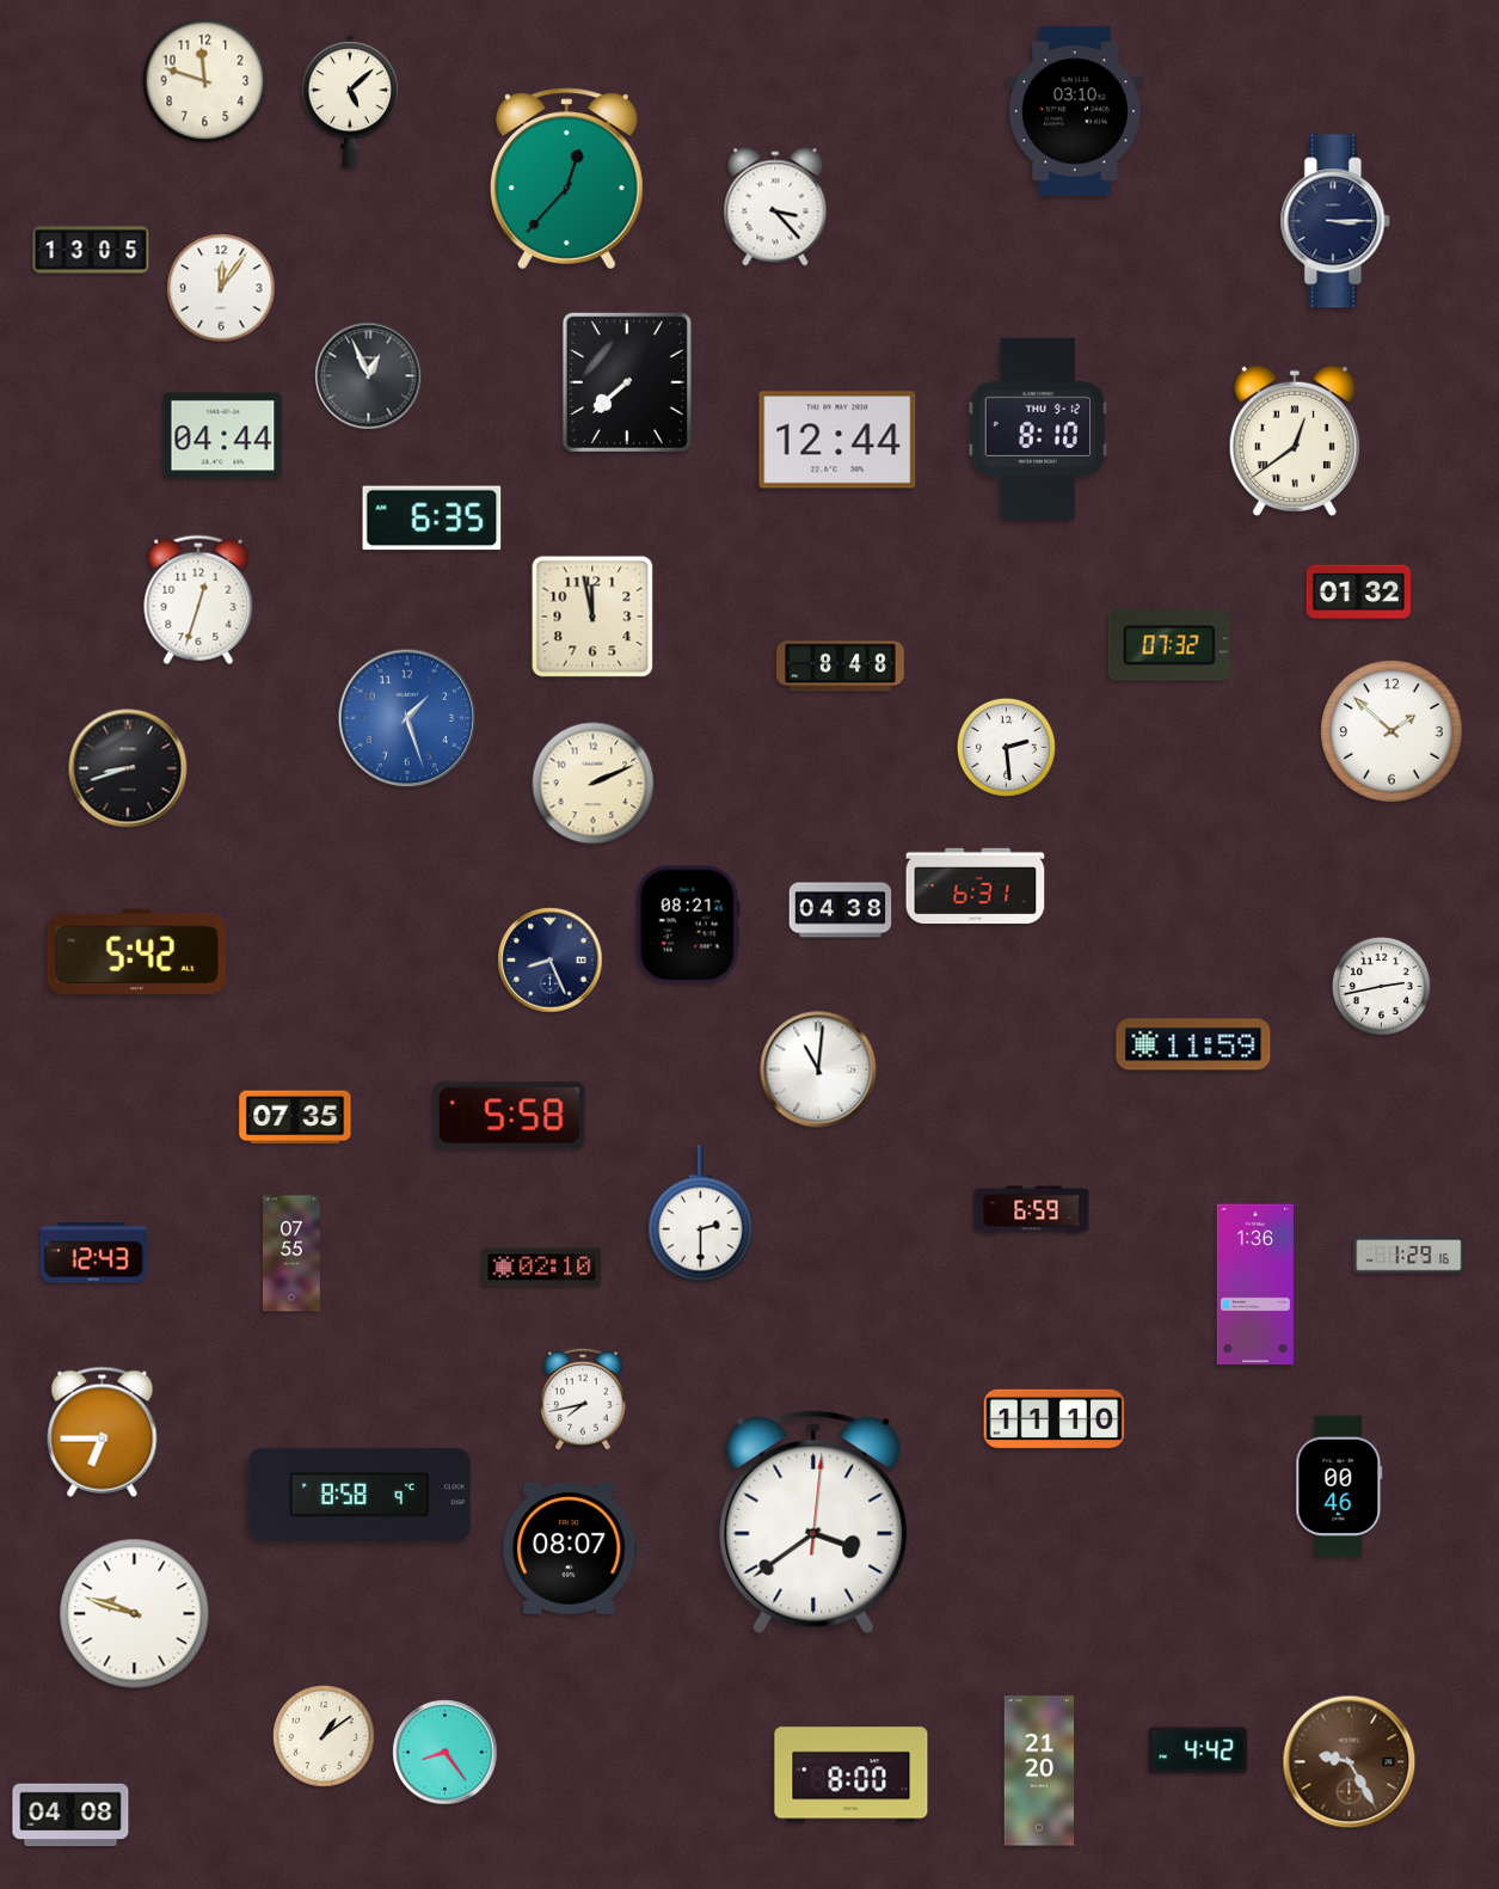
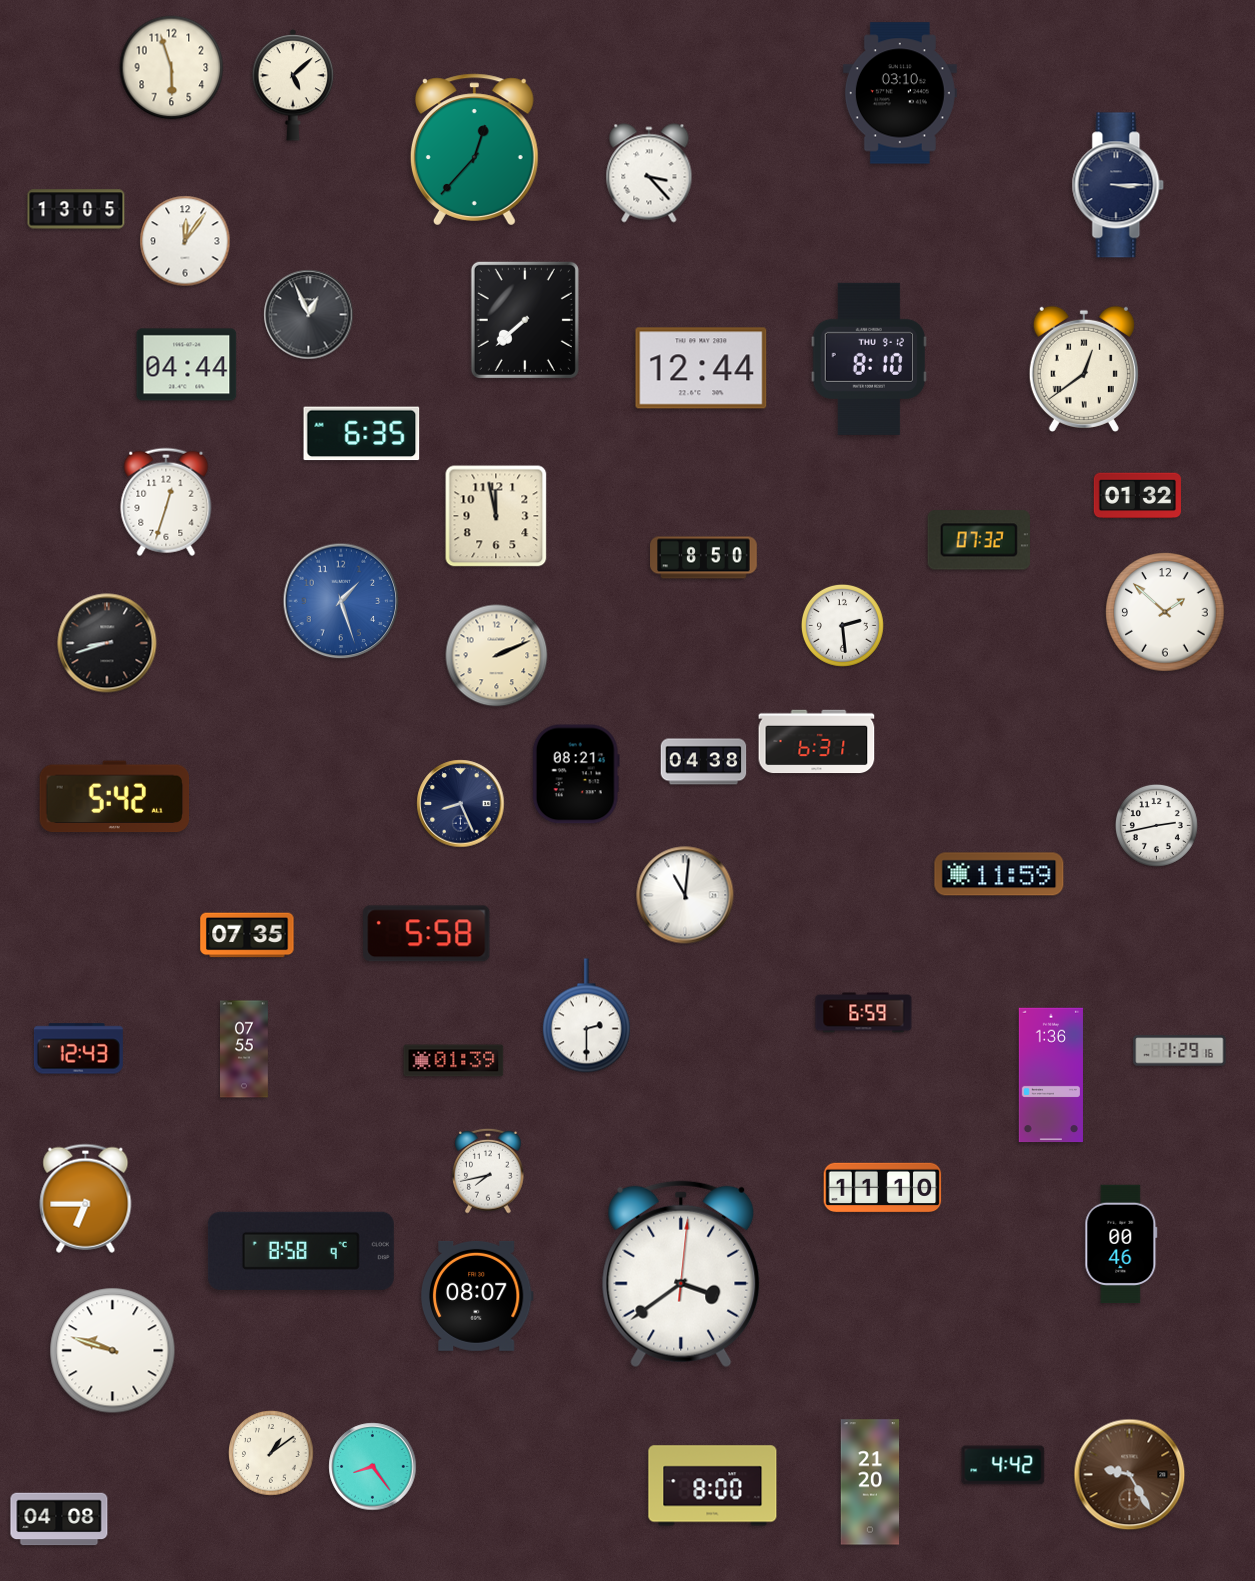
clock at (205, 81): 11:48 -> 5:57
clock at (841, 667): 8:48 -> 8:50
clock at (542, 1268): 02:10 -> 01:39
